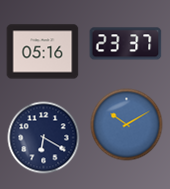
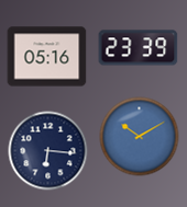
clock at (126, 44): 23:37 -> 23:39
clock at (44, 138): 6:20 -> 6:16
